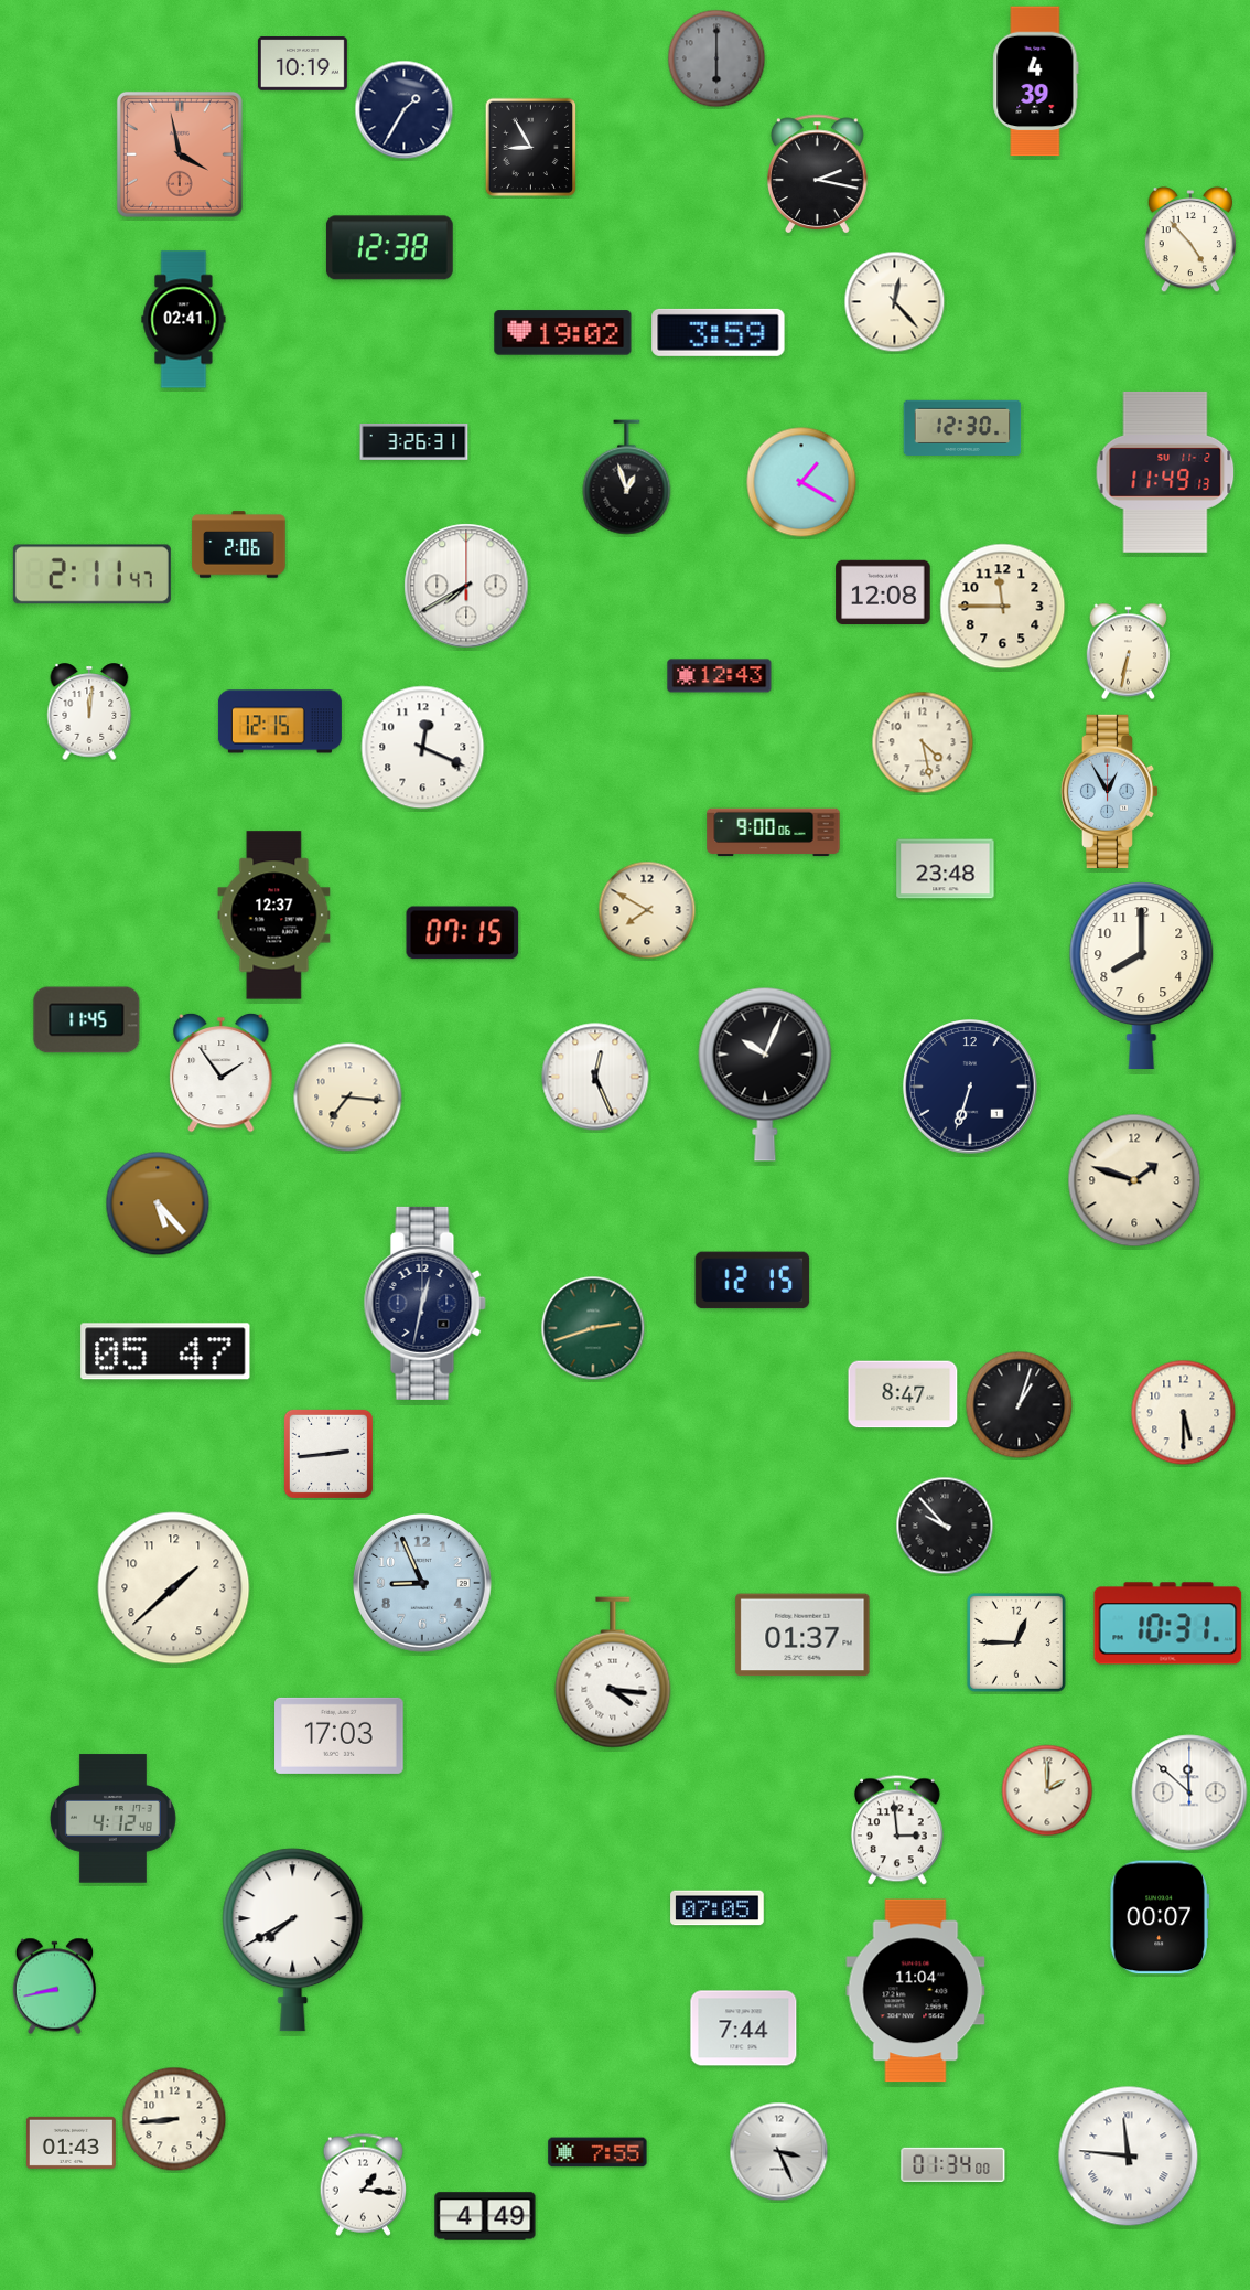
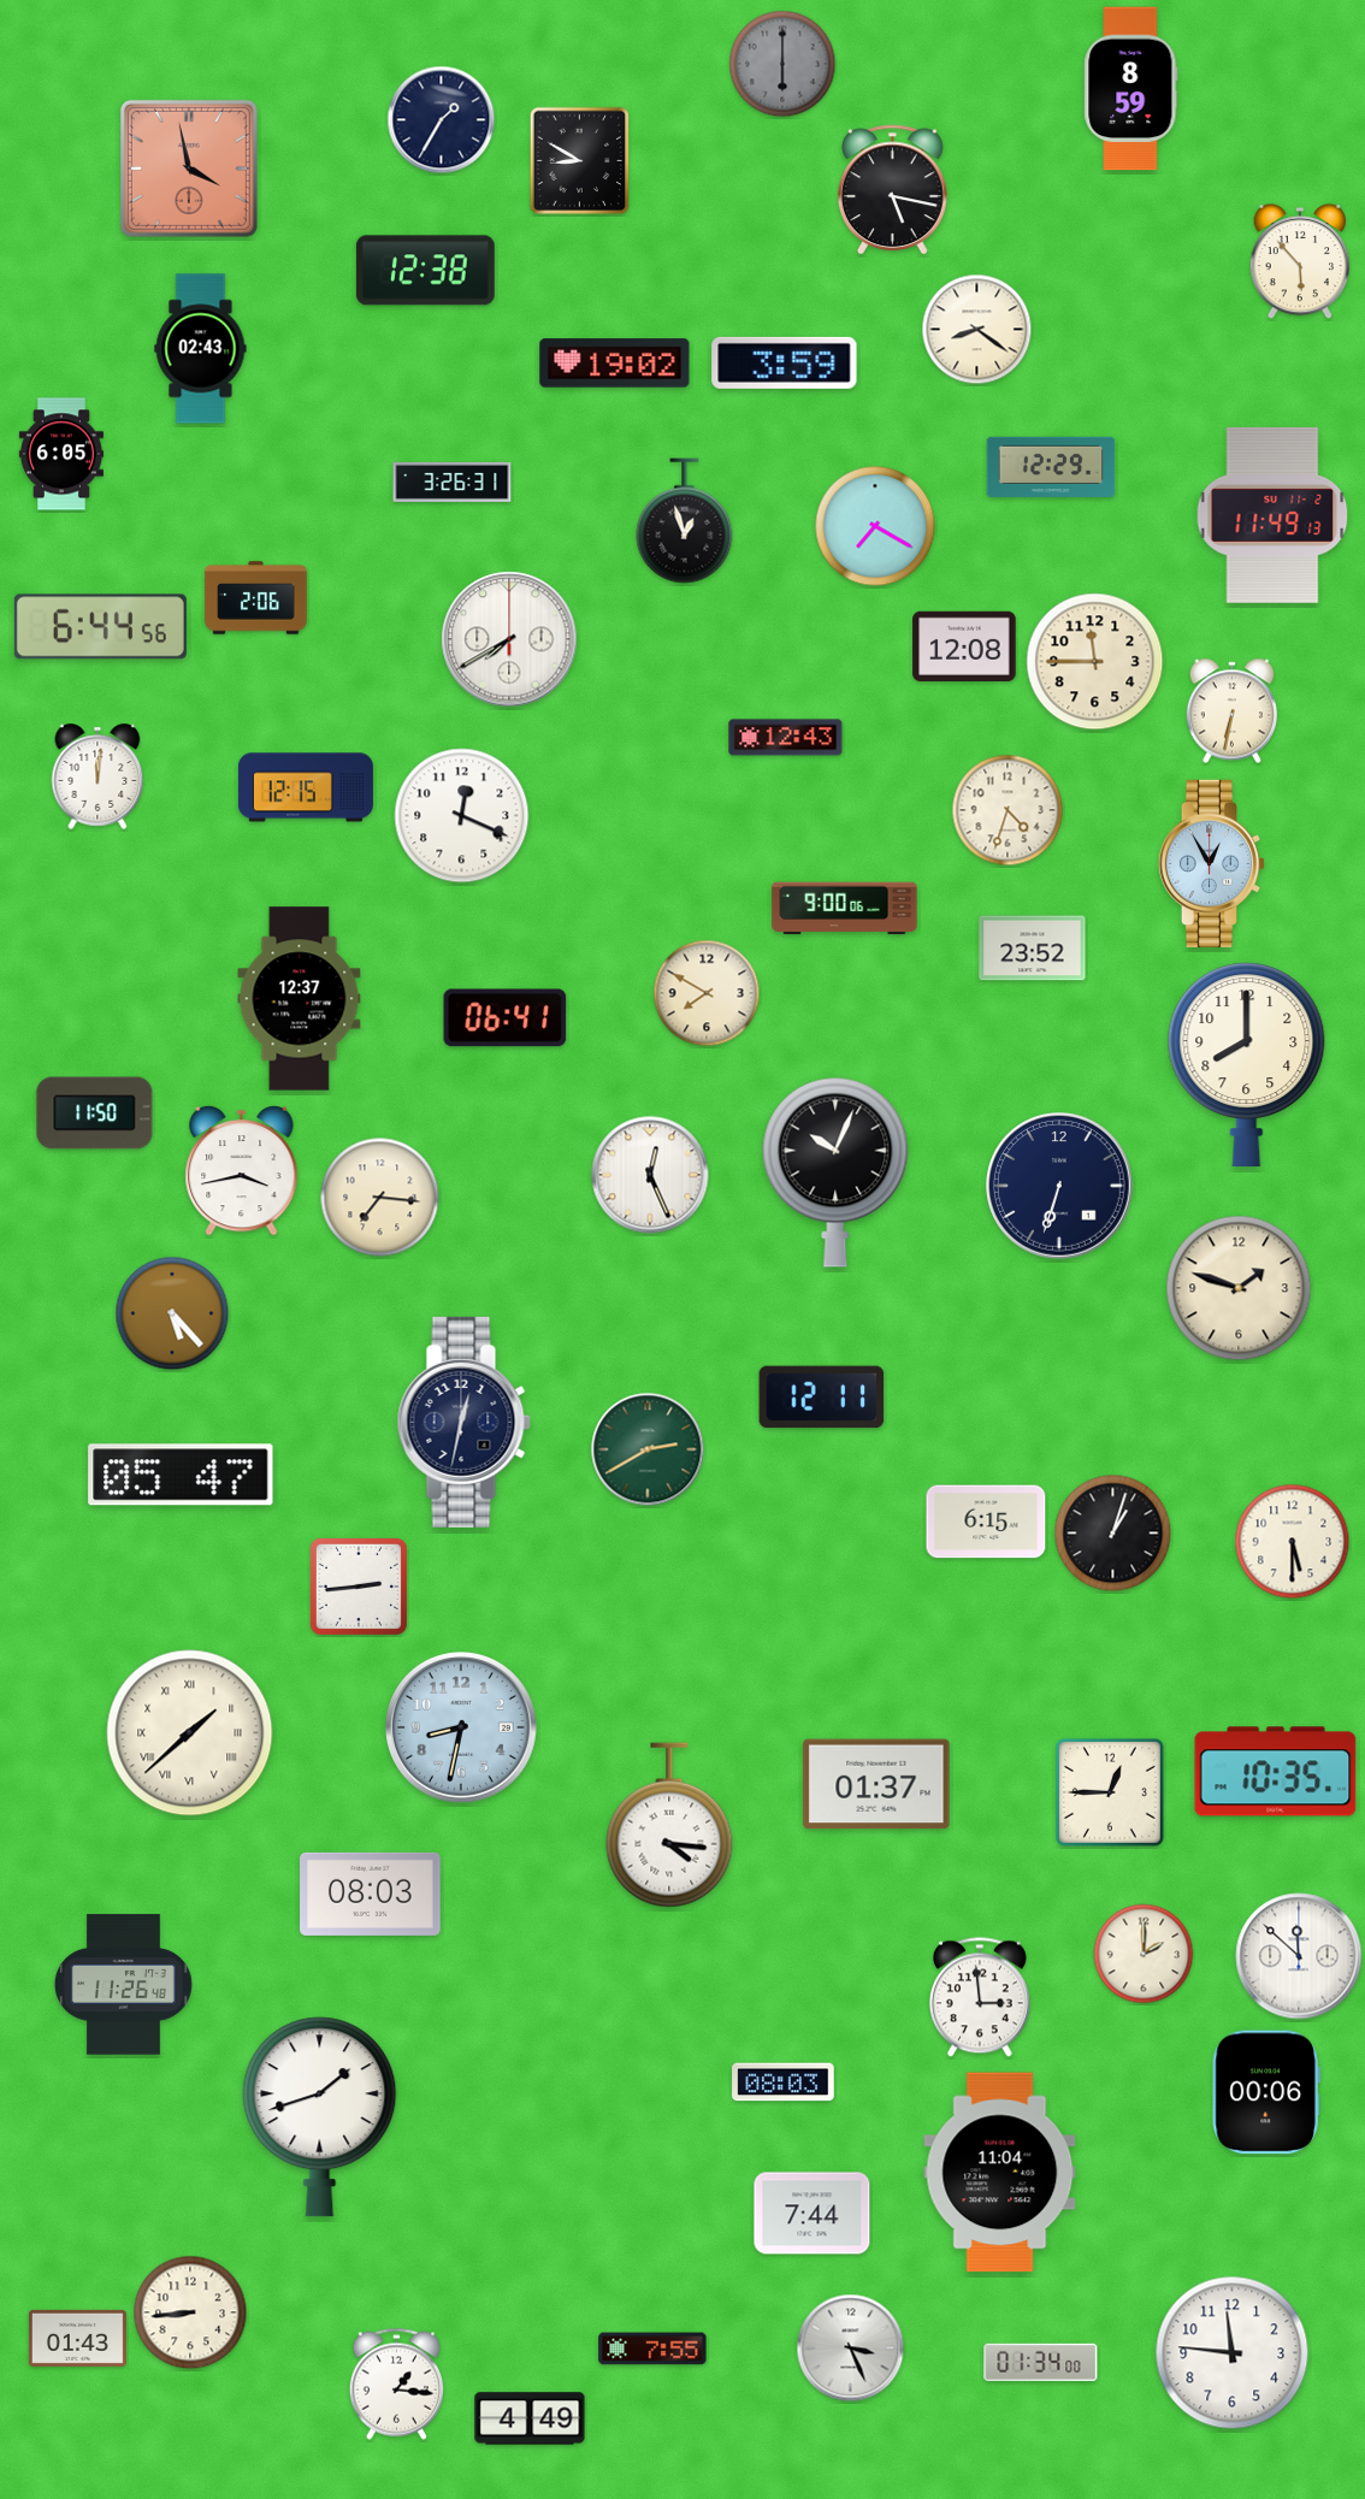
clock at (302, 64): 10:19 -> none
clock at (1036, 82): 4:39 -> 8:59
clock at (531, 148): 8:55 -> 8:50
clock at (180, 154) position: (180, 154) -> (189, 169)
clock at (818, 174): 2:17 -> 5:17
clock at (1190, 239): 4:53 -> 5:53
clock at (895, 302): 12:23 -> 8:21
clock at (184, 320): 02:41 -> 02:43
clock at (61, 454): none -> 6:05
clock at (962, 428): 12:30 -> 12:29
clock at (801, 482): 1:20 -> 7:20
clock at (239, 545) position: (239, 545) -> (256, 598)
clock at (91, 575): 2:11 -> 6:44
clock at (923, 742): 4:28 -> 4:33
clock at (946, 869): 23:48 -> 23:52
clock at (463, 933): 07:15 -> 06:41
clock at (87, 1020): 11:45 -> 11:50
clock at (222, 1072): 1:54 -> 3:43
clock at (753, 1281): 12:15 -> 12:11
clock at (593, 1328): 2:42 -> 2:40
clock at (903, 1394): 8:47 -> 6:15
clock at (945, 1526): 9:53 -> none
clock at (423, 1584): 8:56 -> 8:32
clock at (174, 1588) numerals: Arabic -> Roman
clock at (1168, 1624): 10:31 -> 10:35
clock at (340, 1735): 17:03 -> 08:03
clock at (112, 1819): 4:12 -> 11:26
clock at (718, 1908): 07:05 -> 08:03
clock at (1160, 1917): 00:07 -> 00:06
clock at (293, 1940): 7:40 -> 1:42
clock at (54, 1987): 8:43 -> none
clock at (1129, 2157) numerals: Roman -> Arabic
